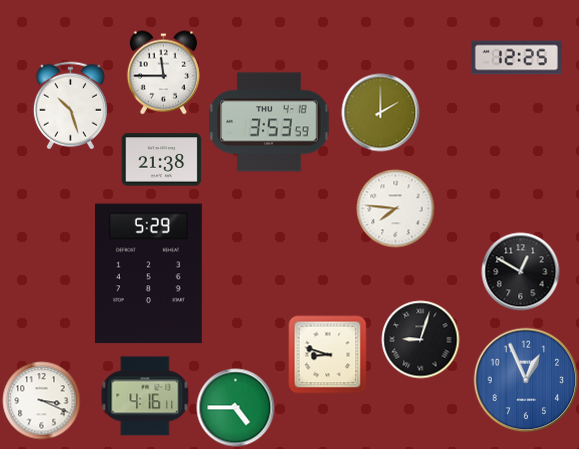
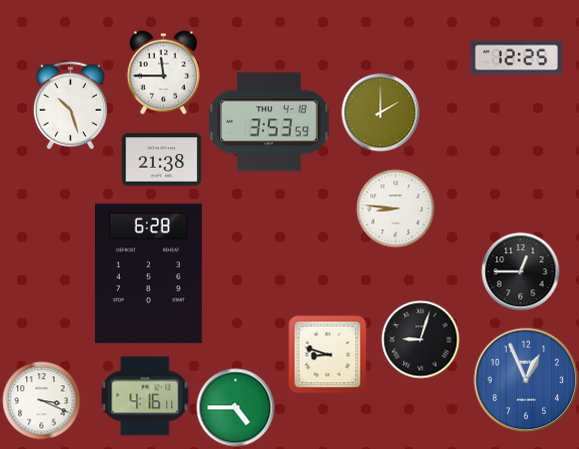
clock at (395, 208): 7:46 -> 8:46
clock at (520, 271): 12:50 -> 12:45
clock at (148, 274): 5:29 -> 6:28
